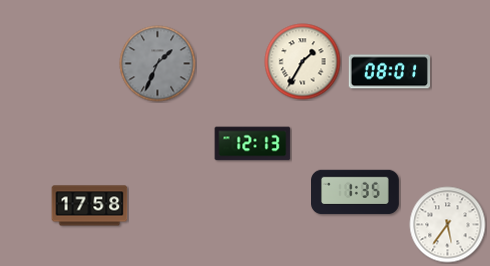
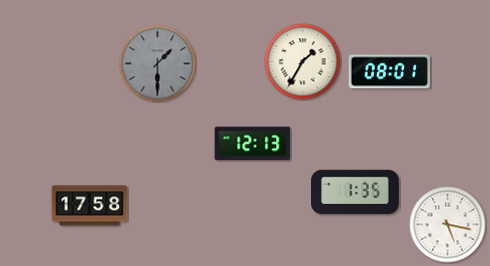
clock at (158, 64): 1:34 -> 1:30
clock at (448, 225): 5:36 -> 5:17
